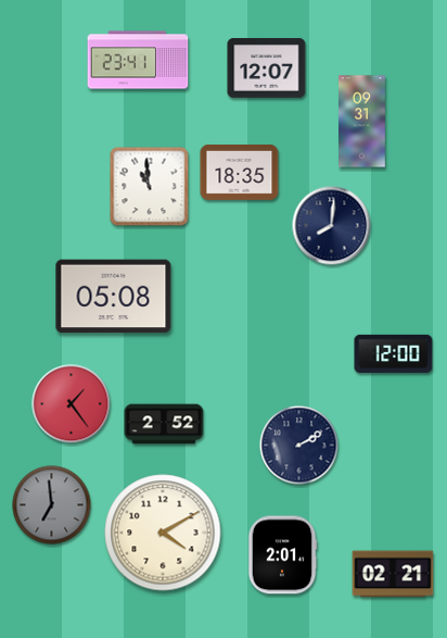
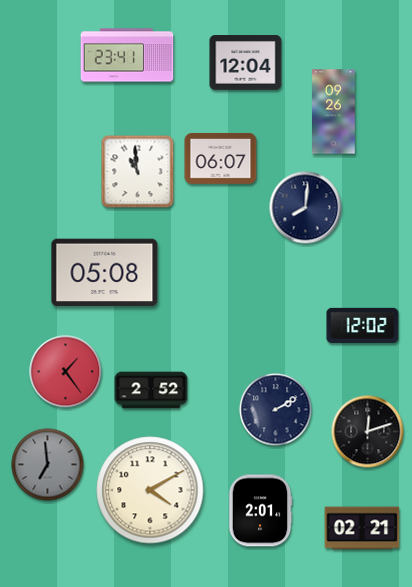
clock at (267, 68): 12:07 -> 12:04
clock at (362, 122): 09:31 -> 09:26
clock at (240, 172): 18:35 -> 06:07
clock at (394, 353): 12:00 -> 12:02
clock at (368, 432): none -> 12:12
